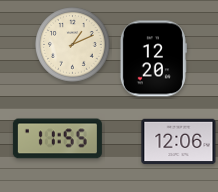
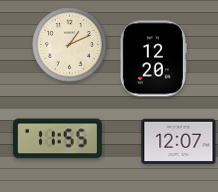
clock at (73, 45) position: (73, 45) -> (70, 45)
clock at (179, 142): 12:06 -> 12:07
